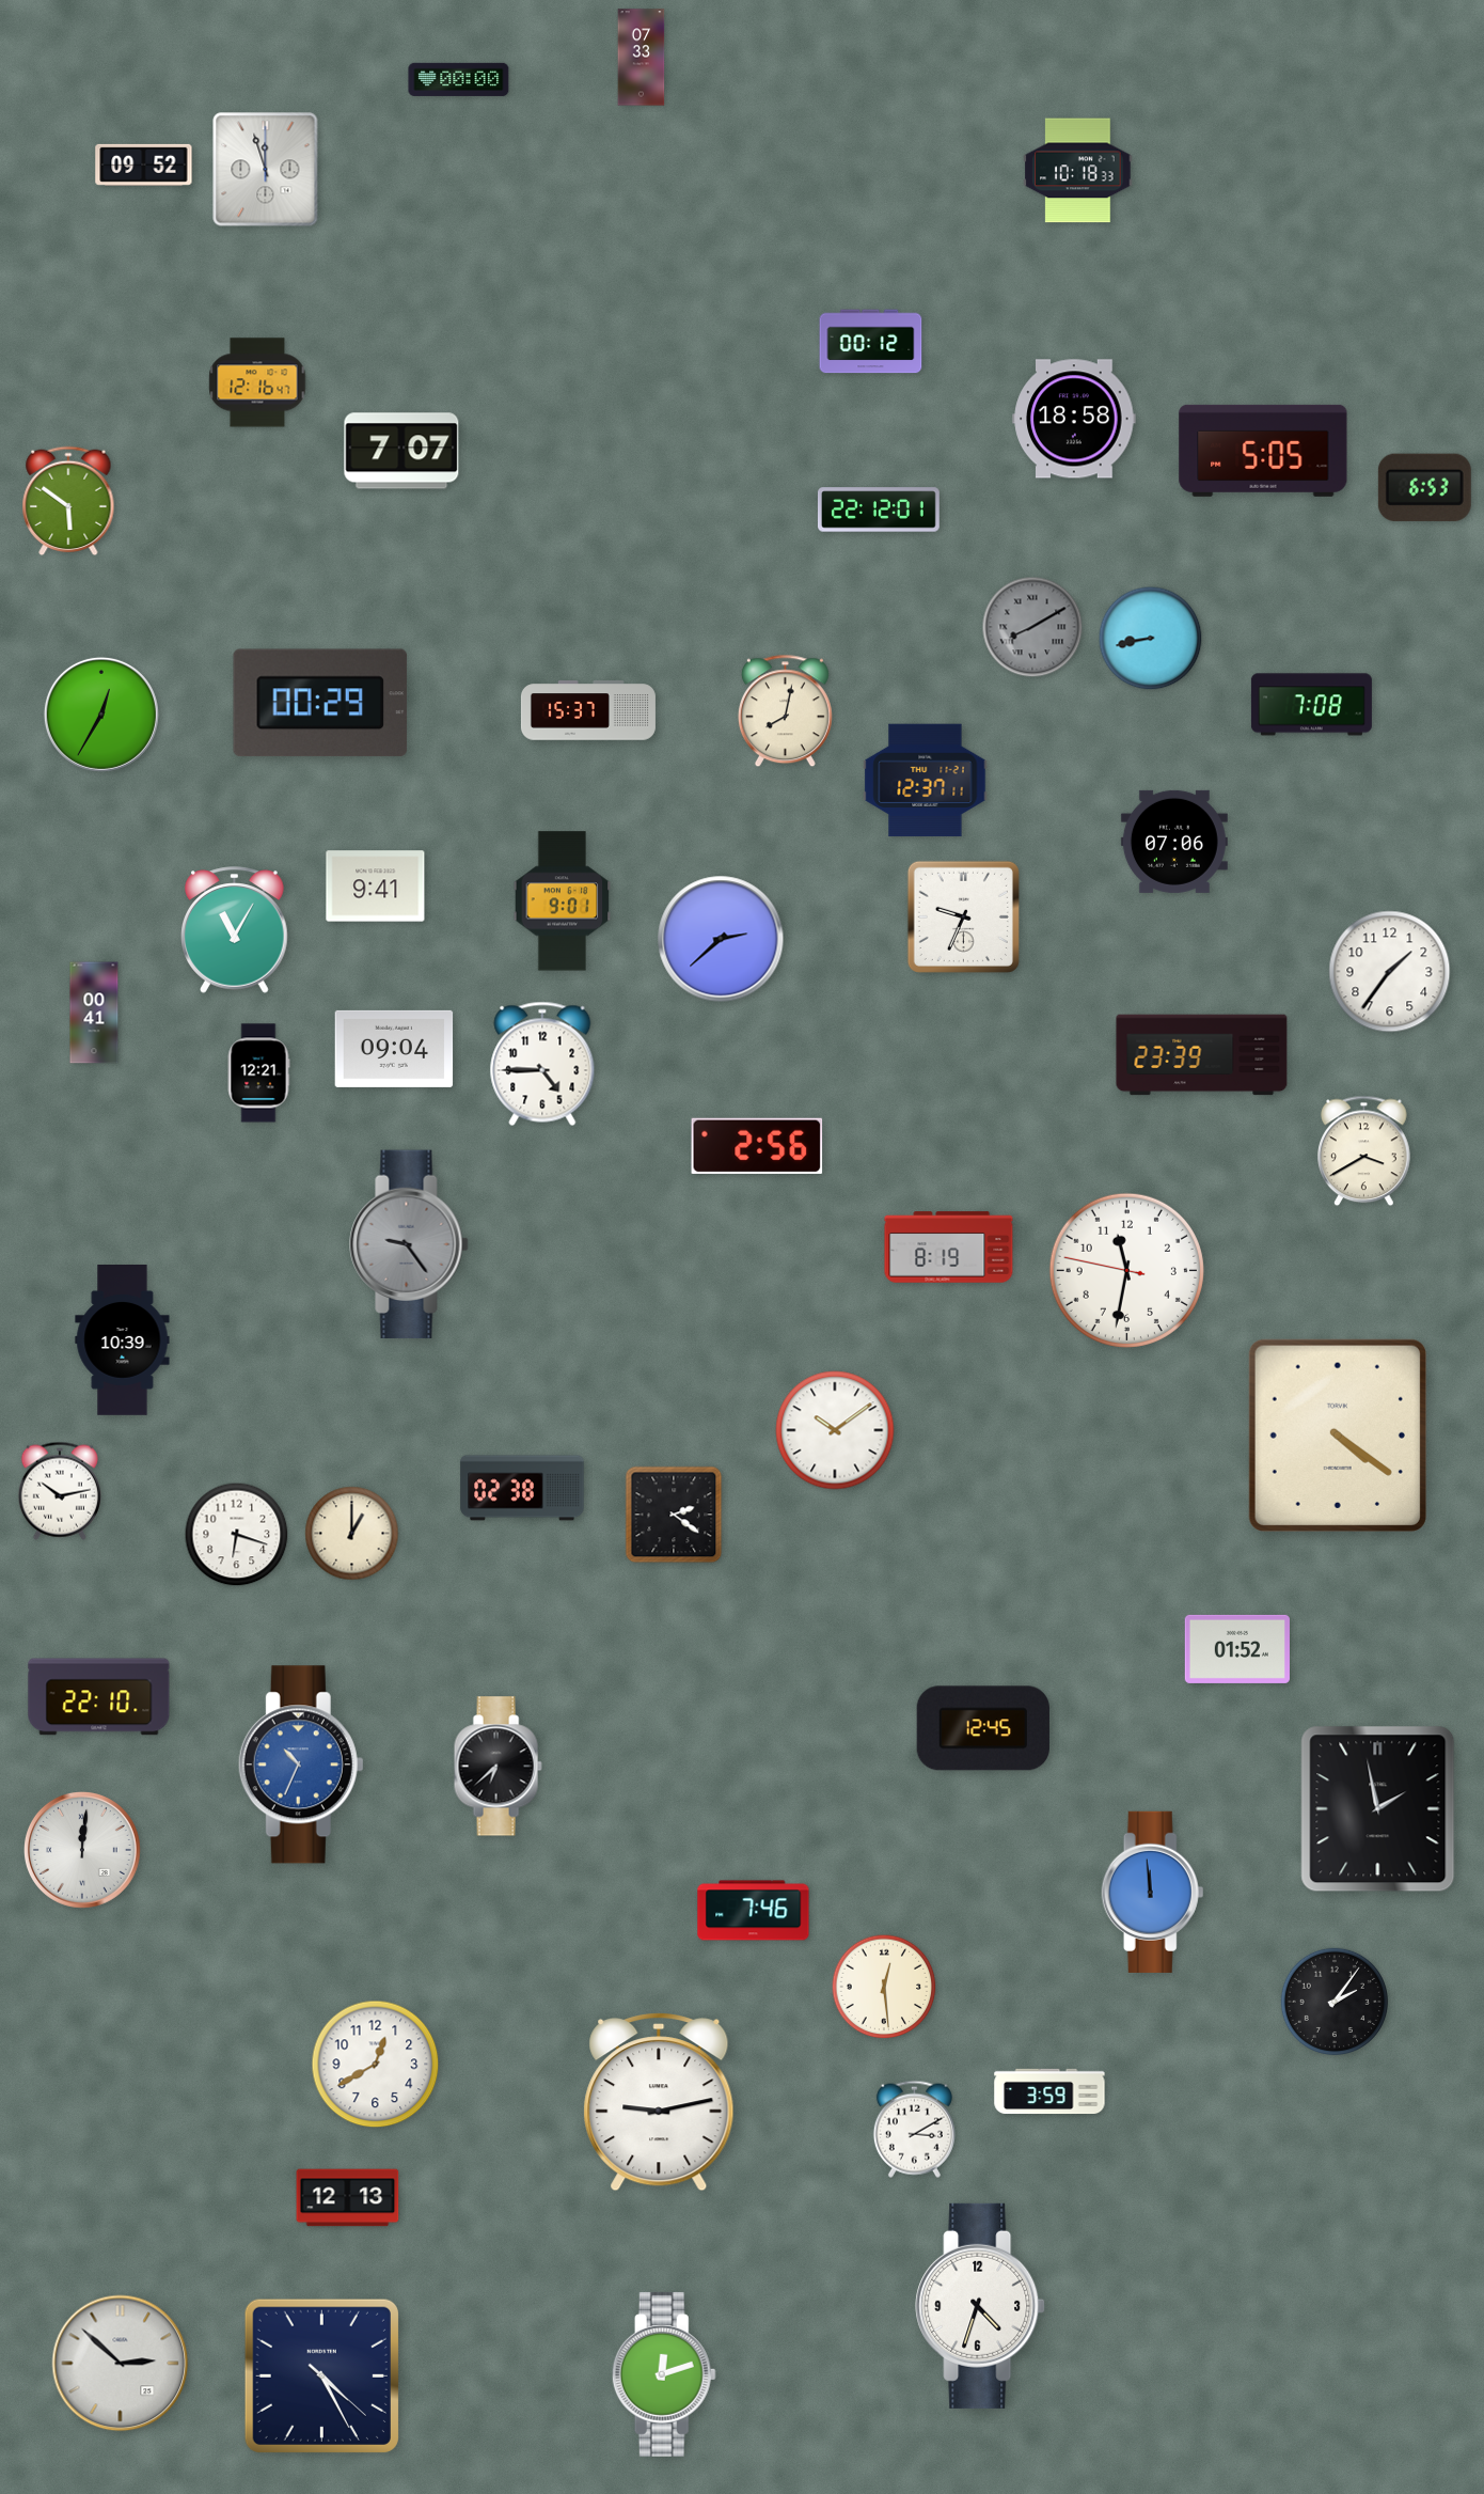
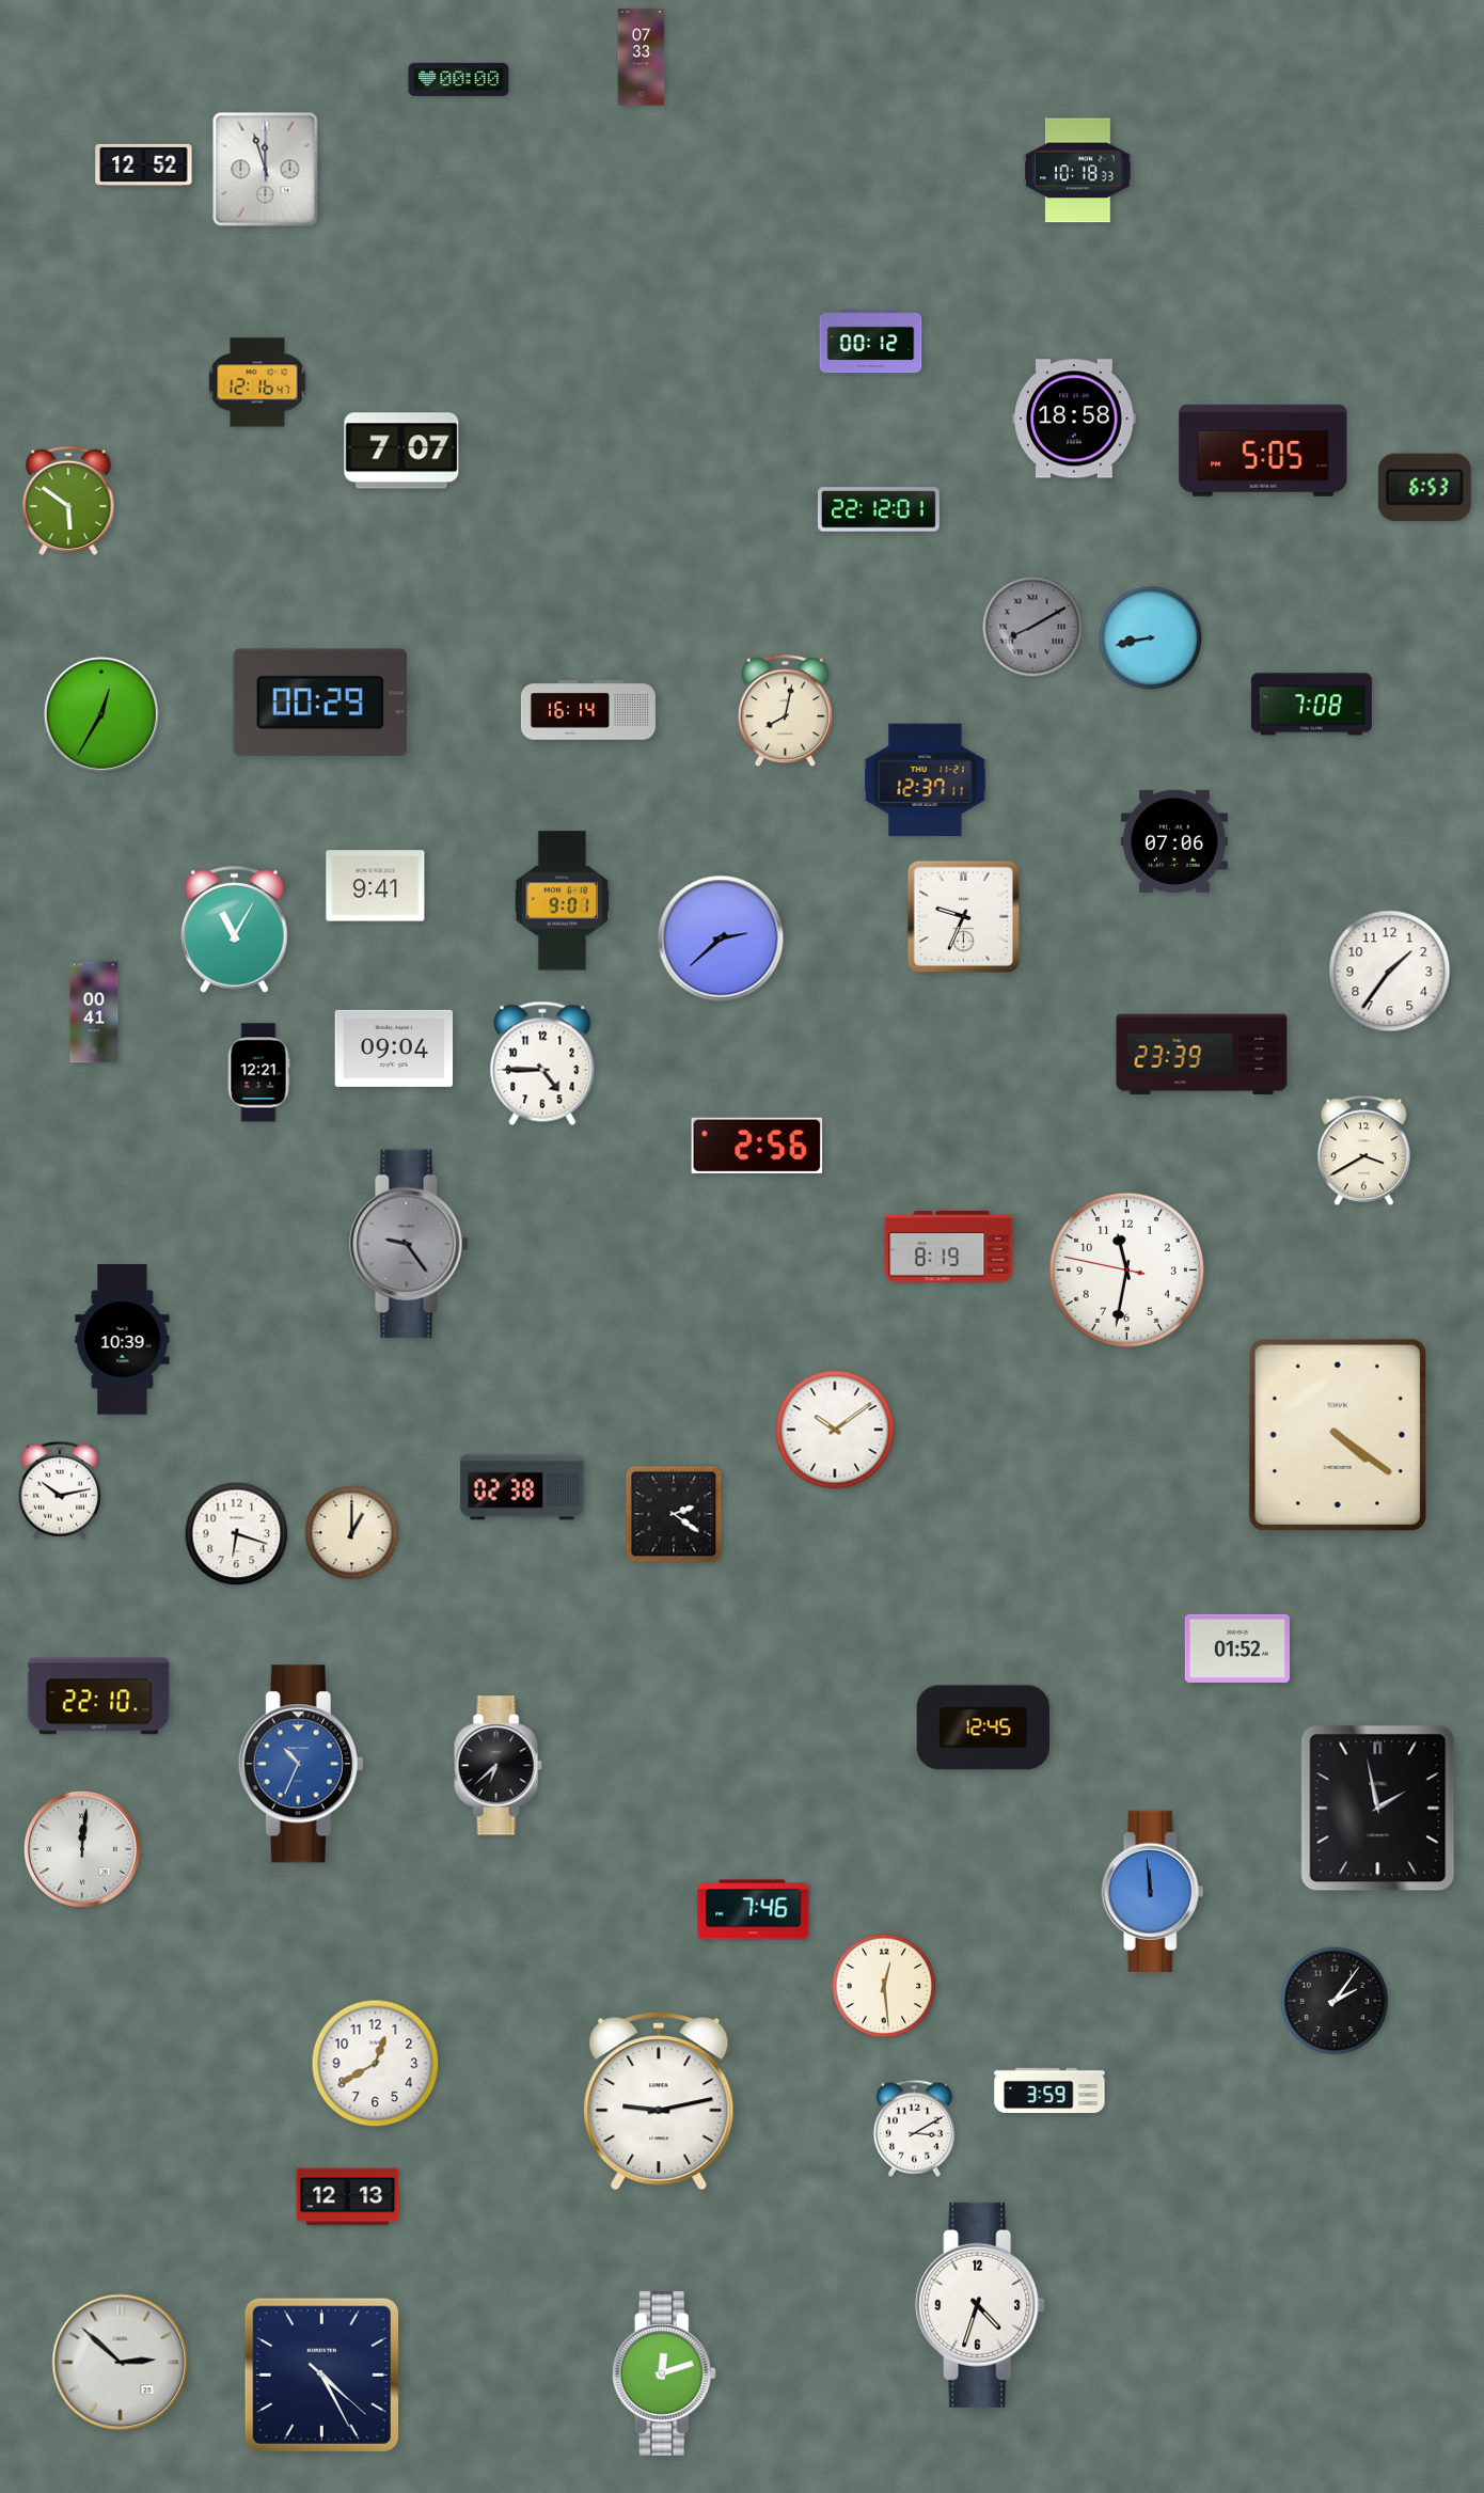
clock at (144, 164): 09:52 -> 12:52
clock at (588, 710): 15:37 -> 16:14
